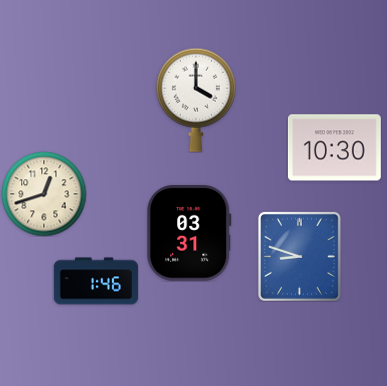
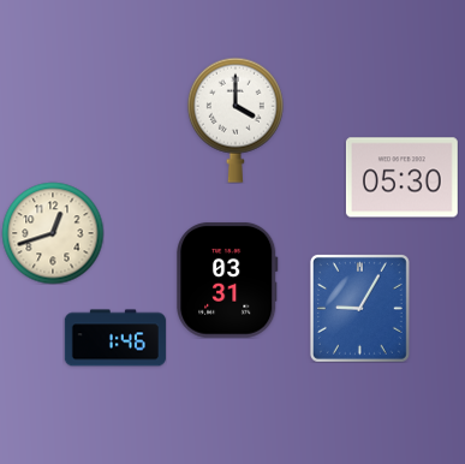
clock at (334, 148): 10:30 -> 05:30
clock at (299, 256): 8:48 -> 9:05
